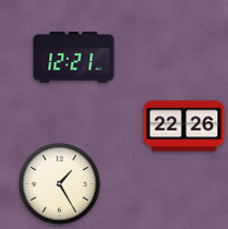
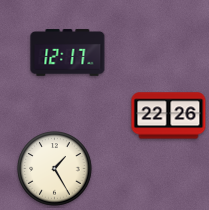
clock at (74, 58): 12:21 -> 12:17
